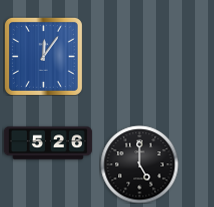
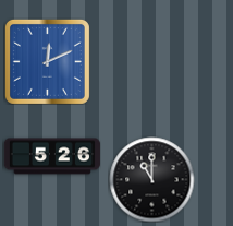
clock at (43, 56): 12:06 -> 12:11
clock at (139, 164): 5:00 -> 11:00
